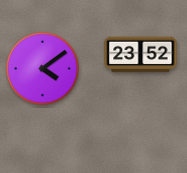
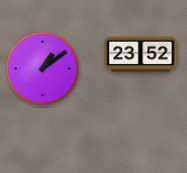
clock at (42, 68): 4:09 -> 1:09
